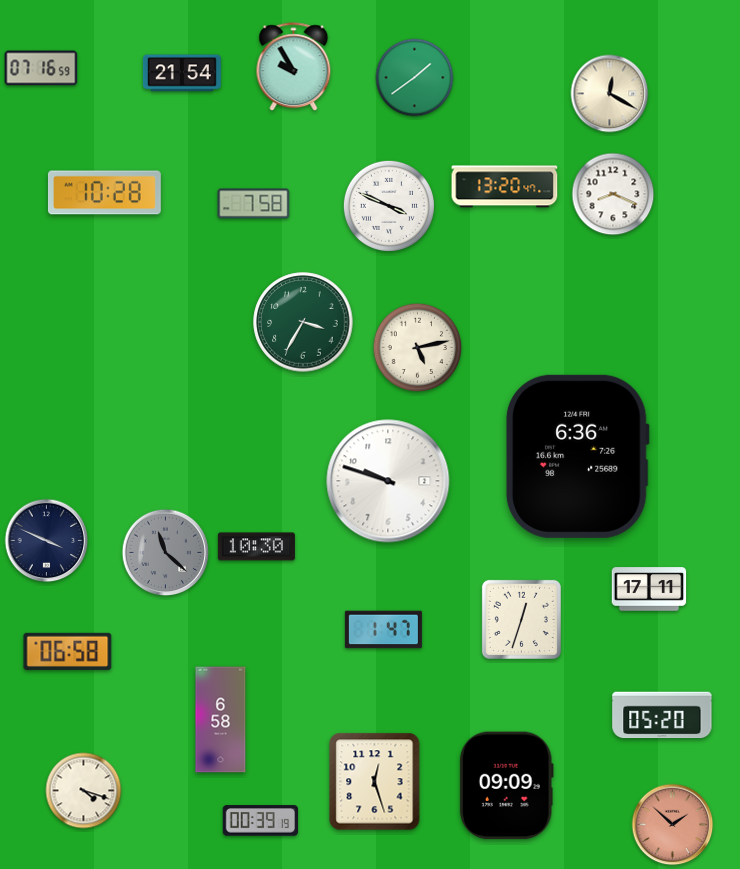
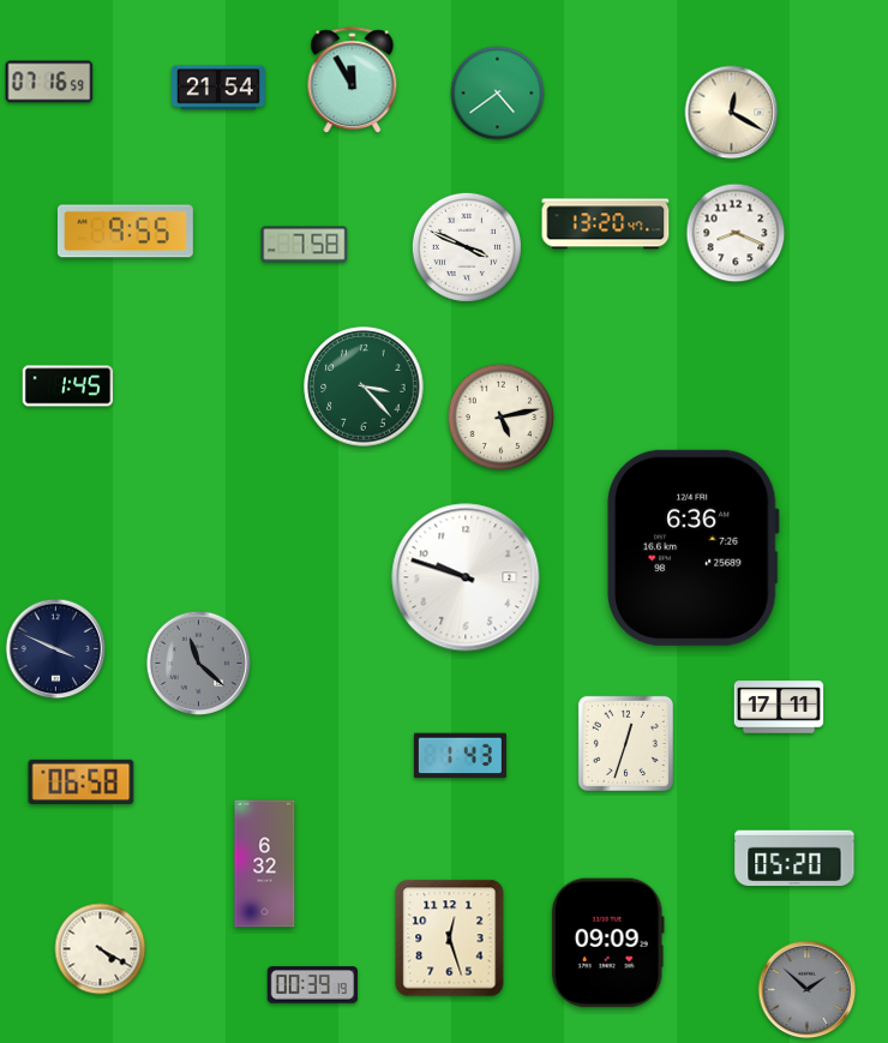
clock at (294, 67): 9:55 -> 11:55
clock at (415, 78): 1:39 -> 4:39
clock at (104, 193): 10:28 -> 9:55
clock at (68, 386): none -> 1:45
clock at (303, 322): 3:35 -> 3:23
clock at (256, 547): 10:30 -> none
clock at (383, 630): 1:47 -> 1:43
clock at (221, 720): 6:58 -> 6:32
clock at (84, 791): 4:18 -> 4:20
clock at (673, 825) dial: salmon -> grey
